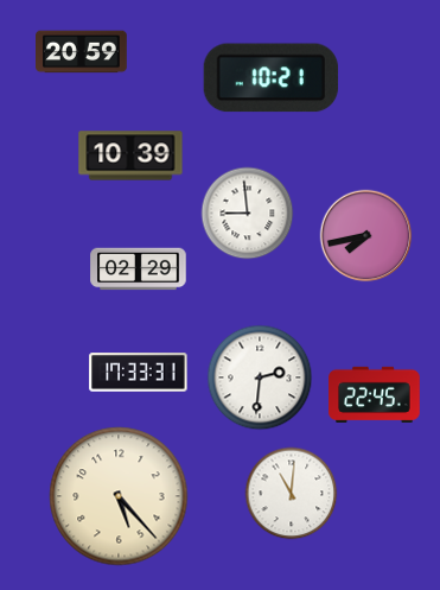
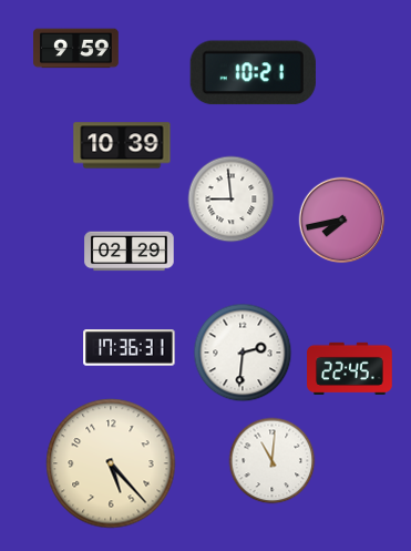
clock at (82, 52): 20:59 -> 9:59
clock at (139, 373): 17:33 -> 17:36
